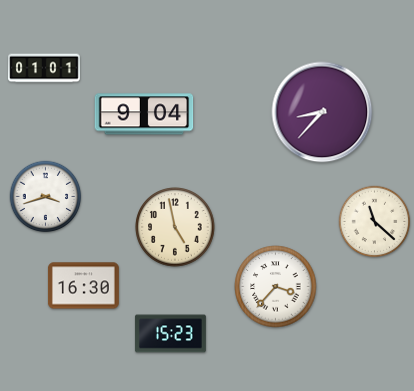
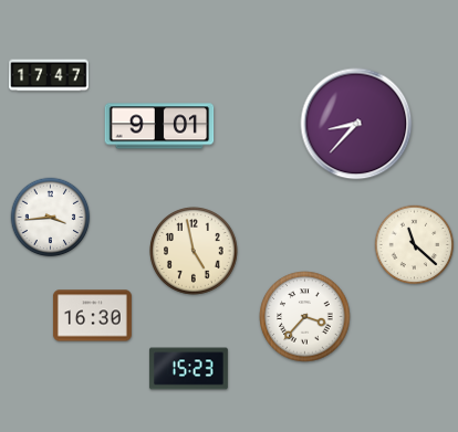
clock at (44, 68): 01:01 -> 17:47
clock at (144, 114): 9:04 -> 9:01
clock at (46, 197): 3:42 -> 3:44
